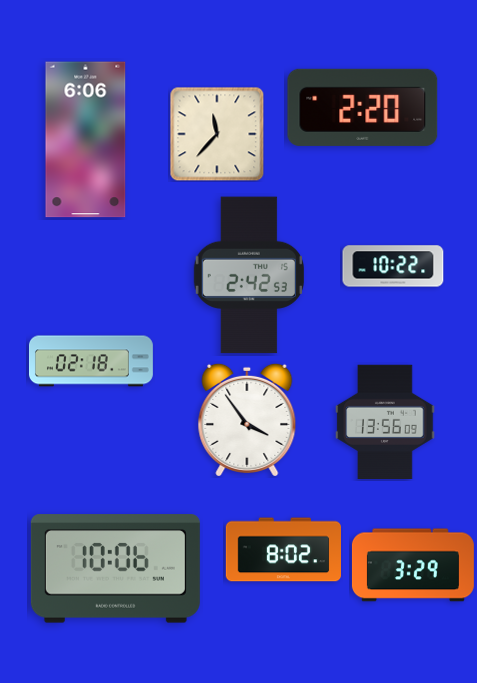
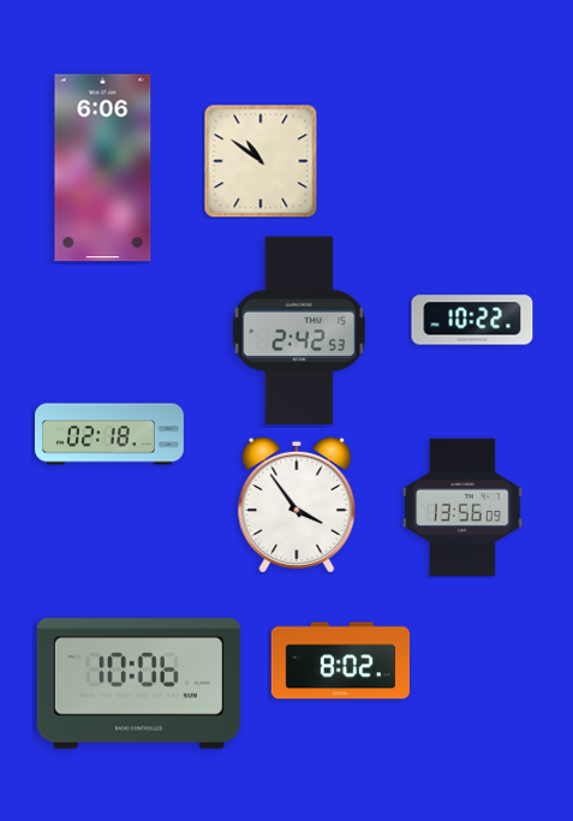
clock at (363, 107): 2:20 -> none
clock at (217, 134): 11:37 -> 10:51
clock at (413, 565): 3:29 -> none
